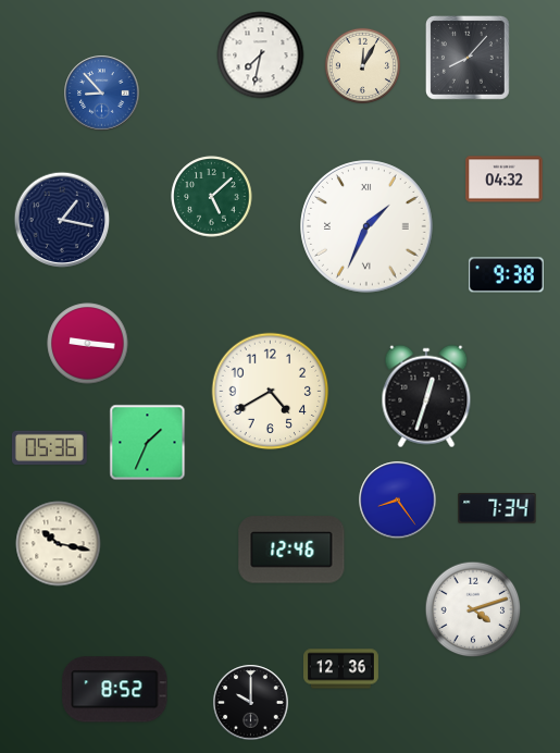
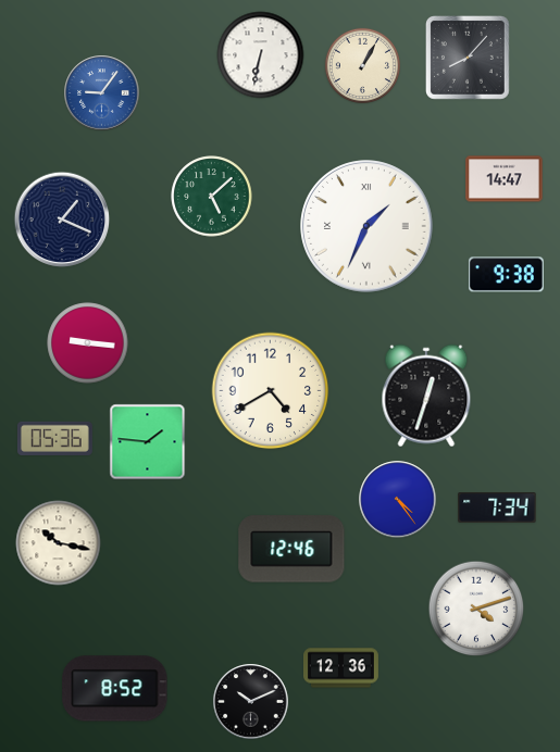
clock at (261, 55): 7:32 -> 6:32
clock at (362, 65): 12:05 -> 1:05
clock at (102, 94): 8:53 -> 9:06
clock at (505, 180): 04:32 -> 14:47
clock at (62, 220): 1:17 -> 1:19
clock at (148, 443): 1:34 -> 1:46
clock at (49, 447) position: (49, 447) -> (54, 438)
clock at (398, 501): 8:24 -> 4:24
clock at (473, 609) position: (473, 609) -> (476, 609)
clock at (251, 703): 10:00 -> 10:11
